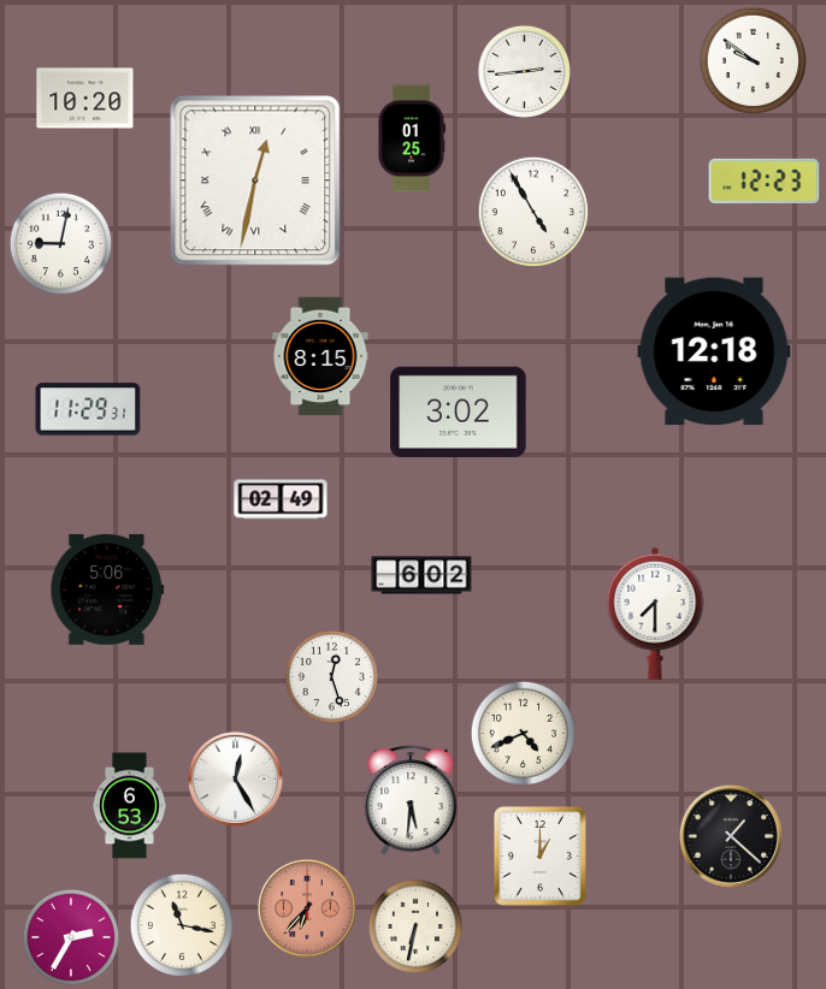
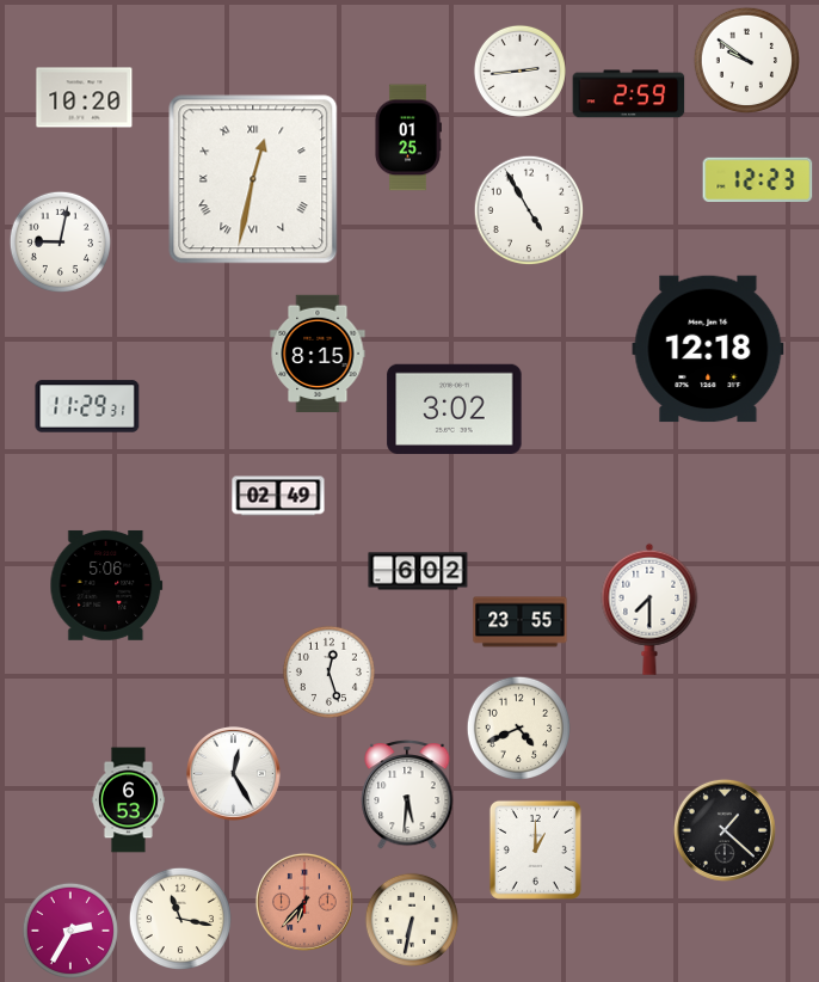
clock at (629, 94): none -> 2:59
clock at (521, 622): none -> 23:55
